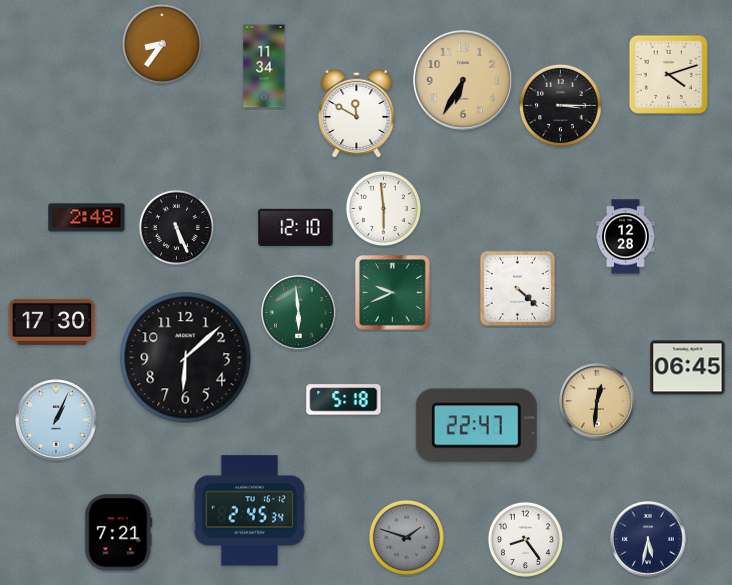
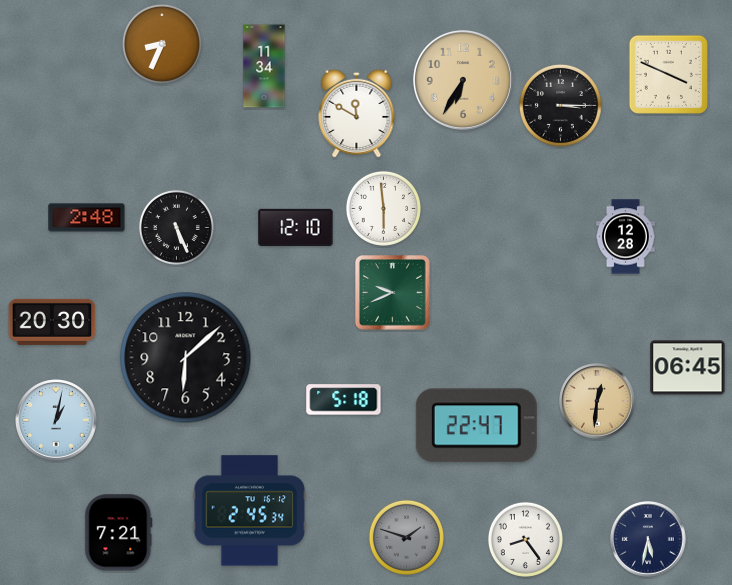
clock at (162, 44): 8:36 -> 8:34
clock at (668, 74): 4:12 -> 3:49
clock at (517, 288): 4:22 -> none
clock at (299, 313): 5:59 -> none
clock at (52, 322): 17:30 -> 20:30
clock at (56, 420): 1:04 -> 1:02
